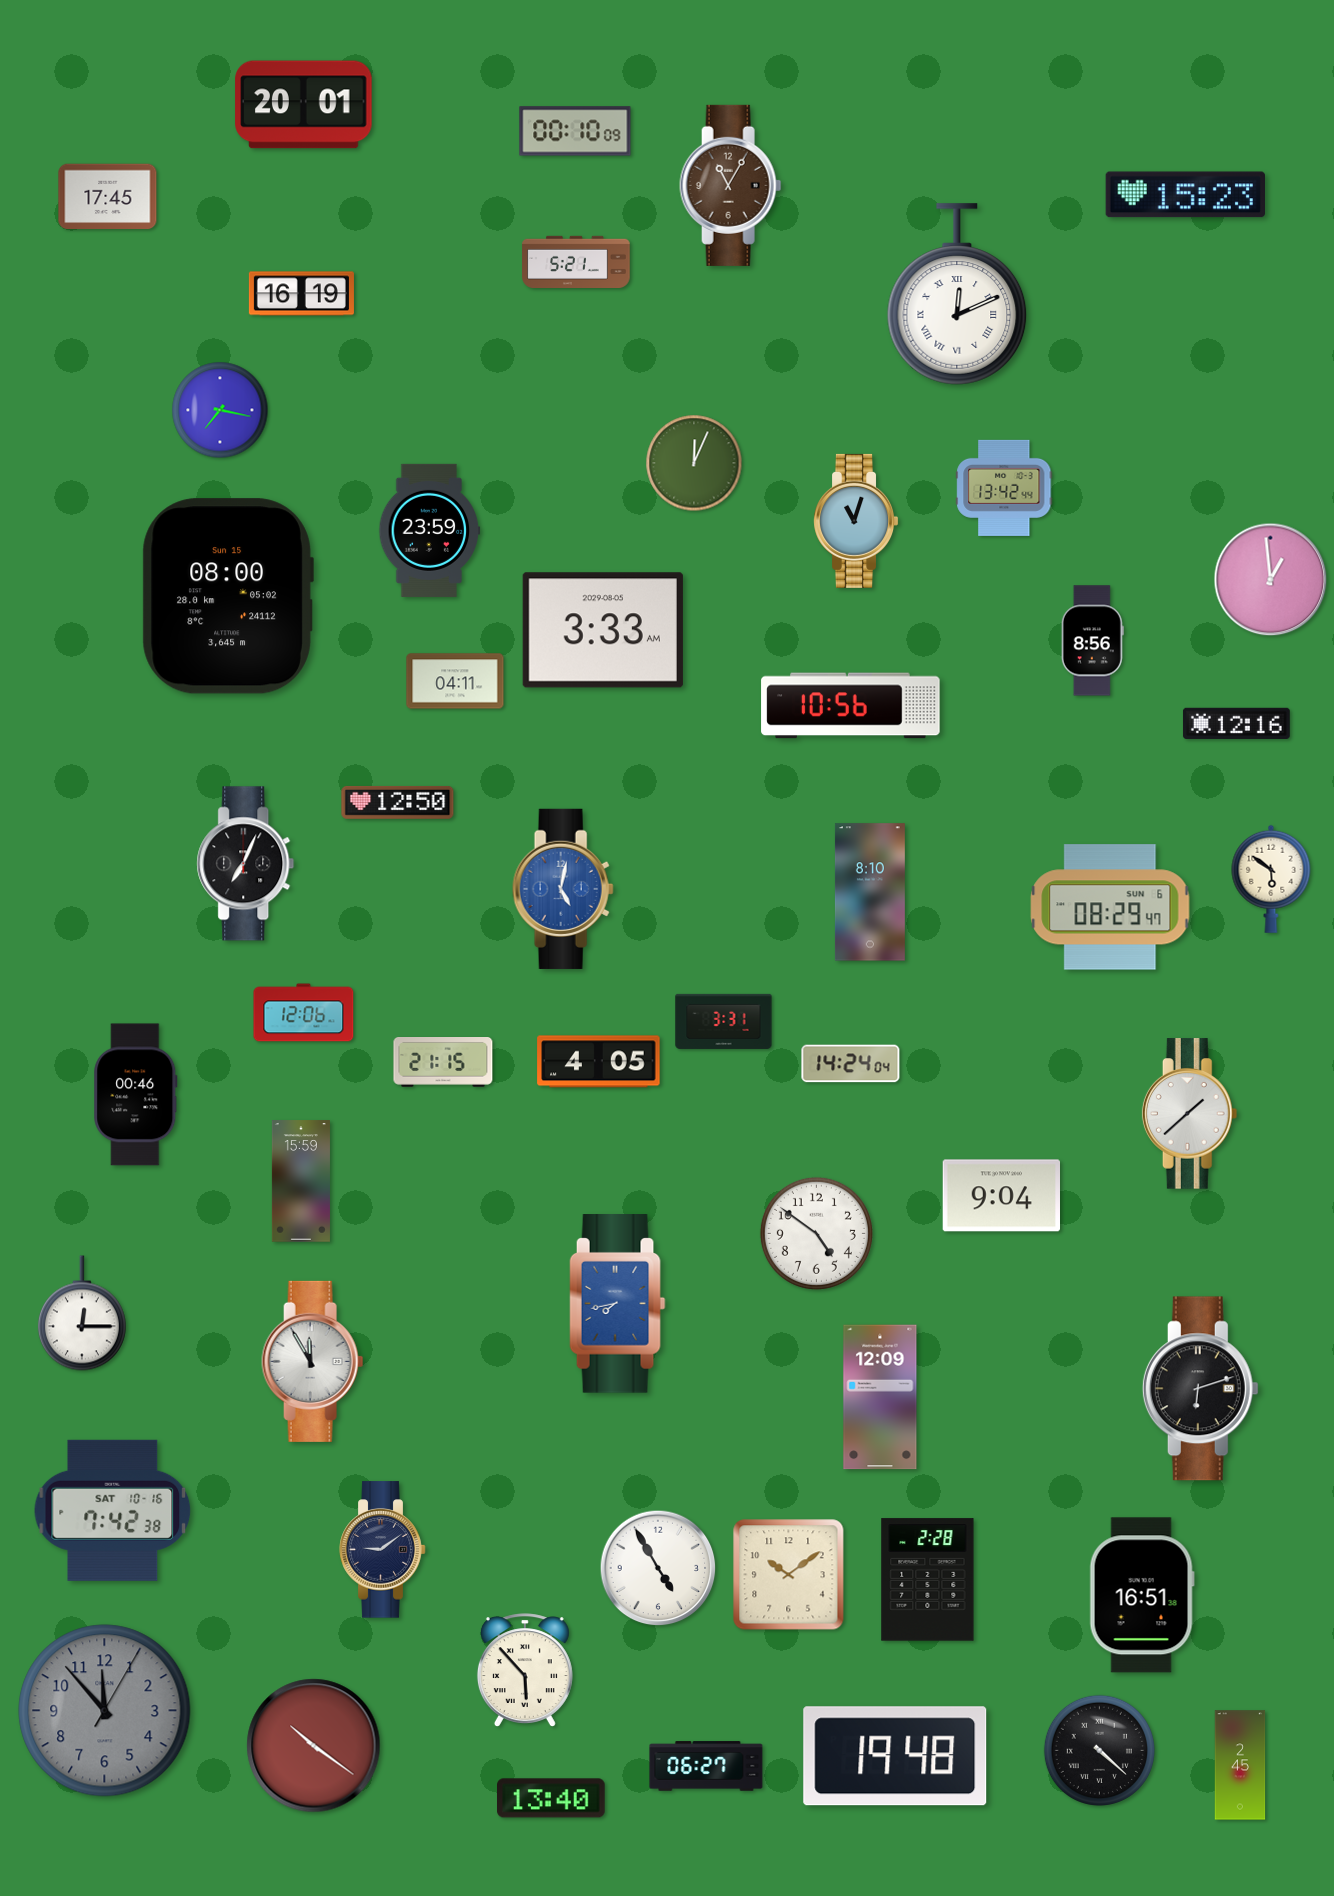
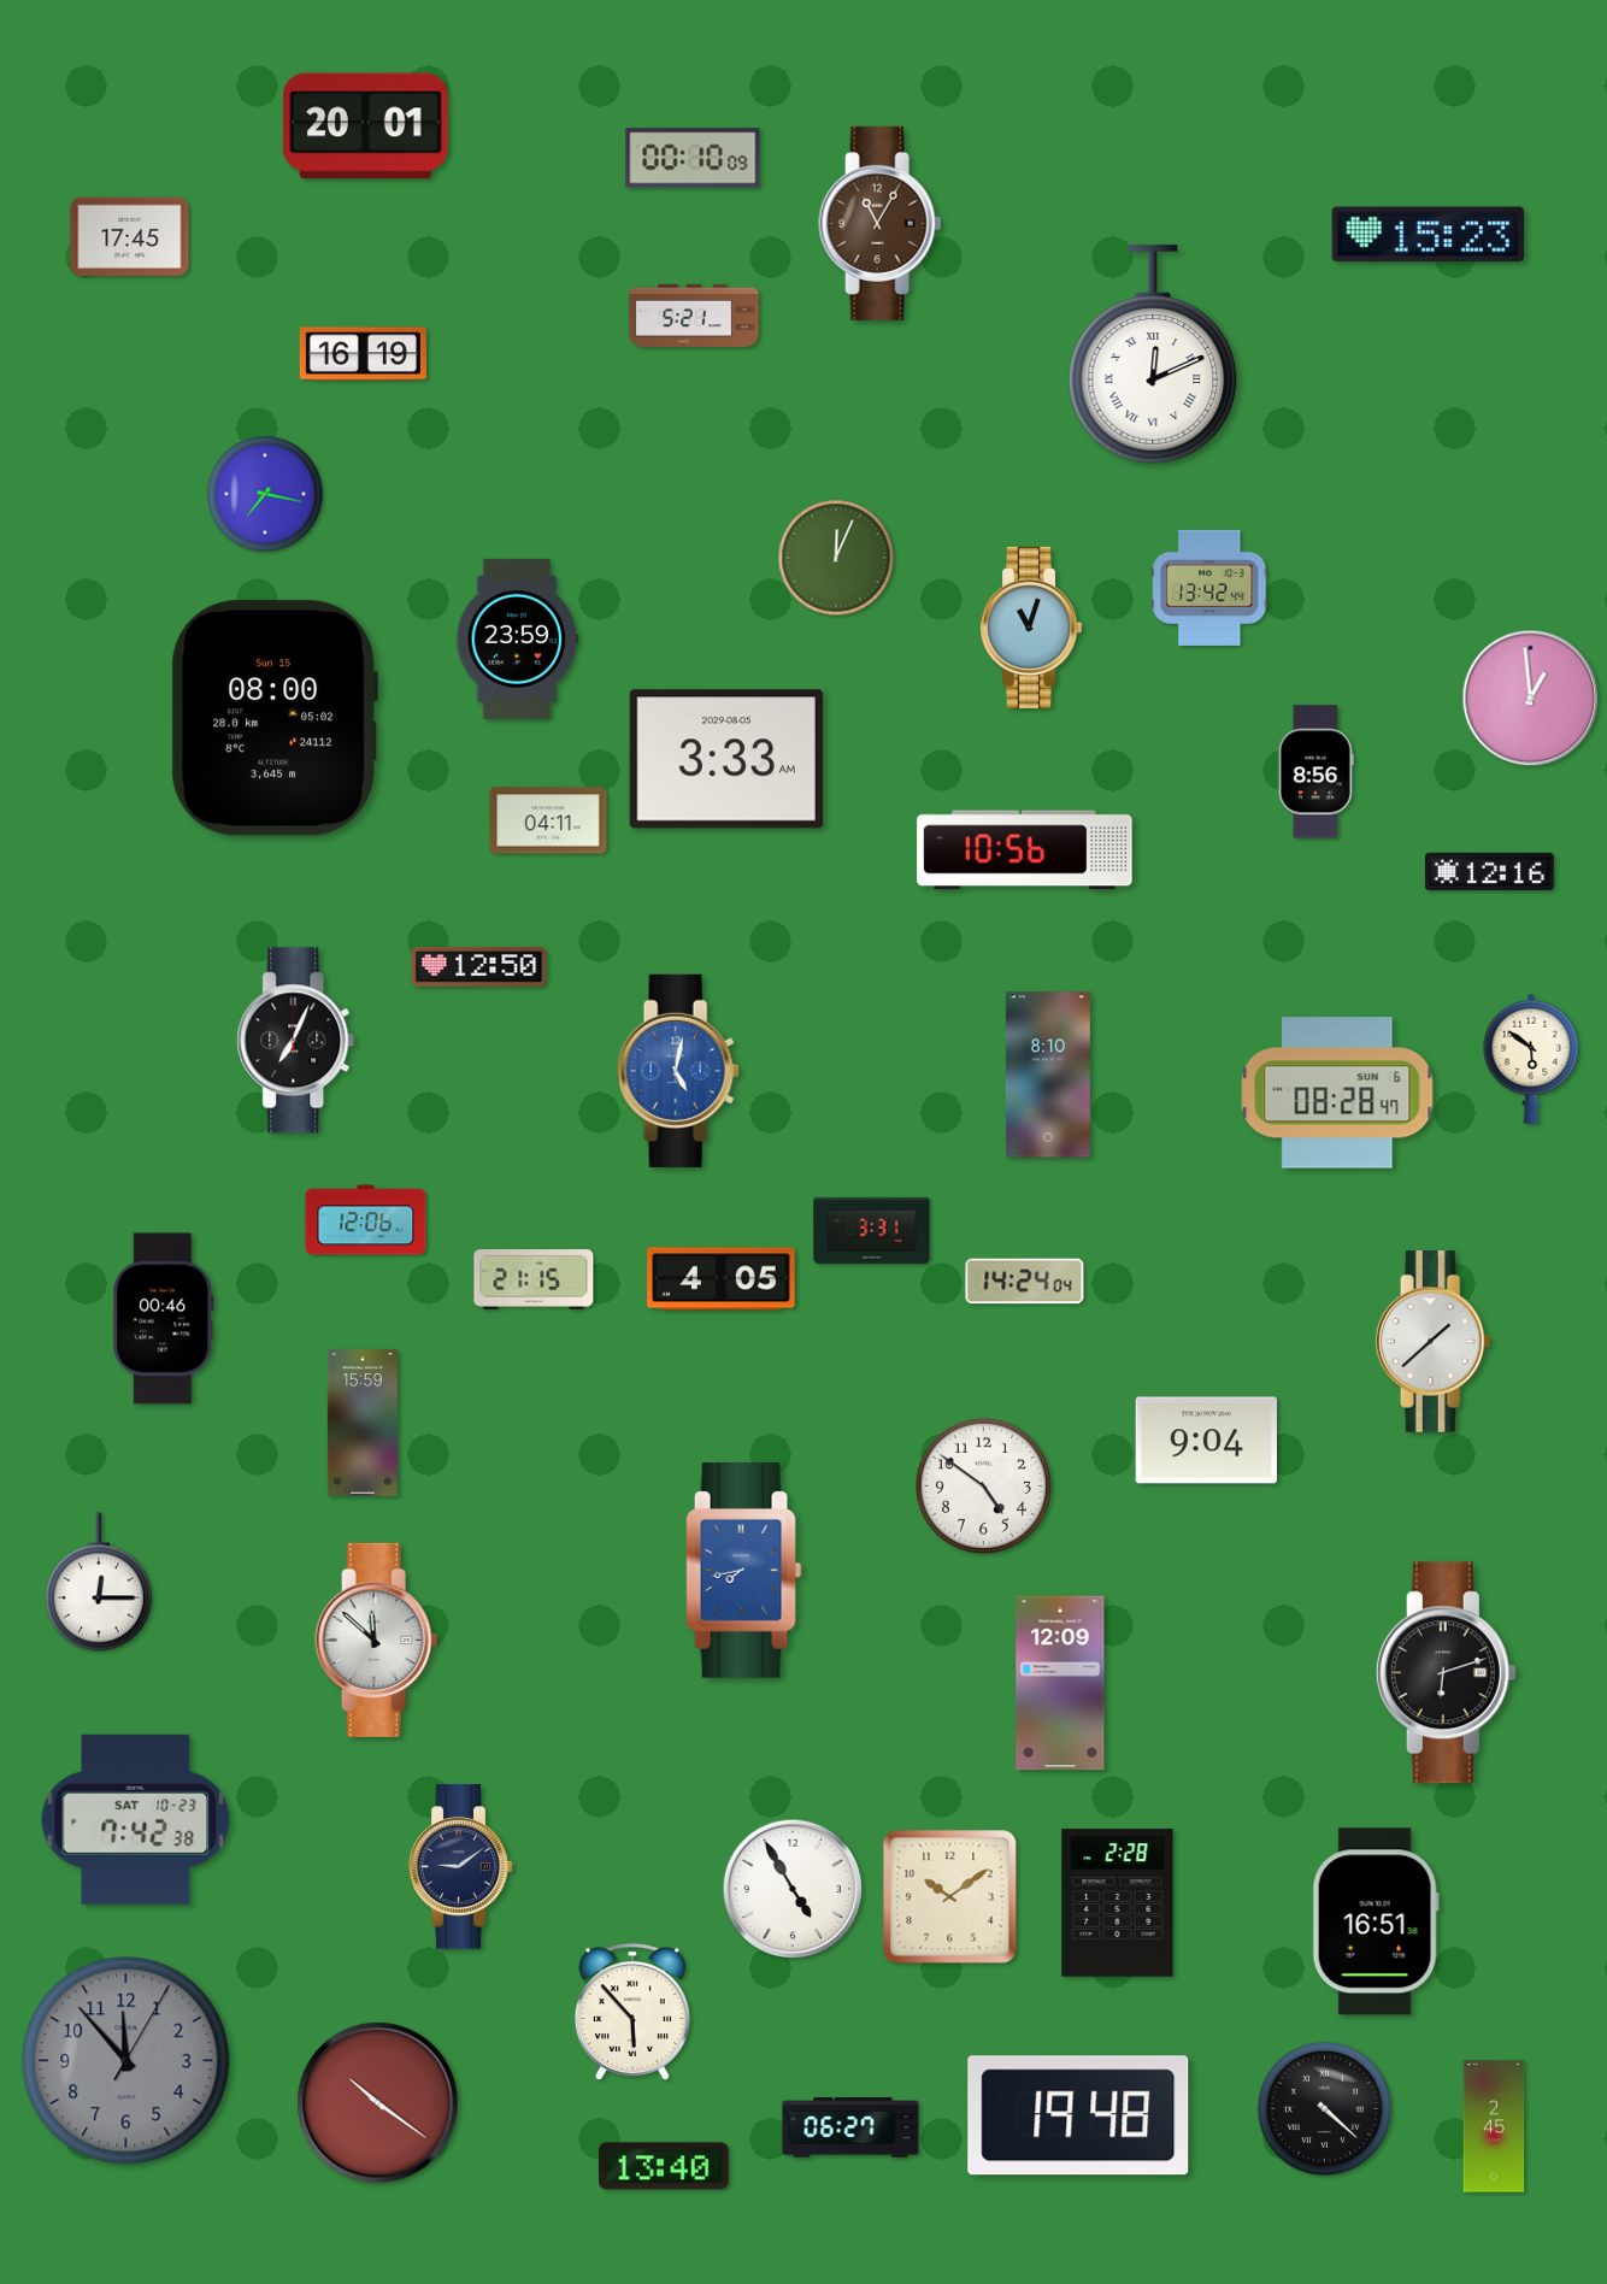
clock at (1110, 907): 08:29 -> 08:28
clock at (313, 1361): 11:55 -> 11:52
clock at (113, 1510) date: SAT 10-16 -> SAT 10-23
